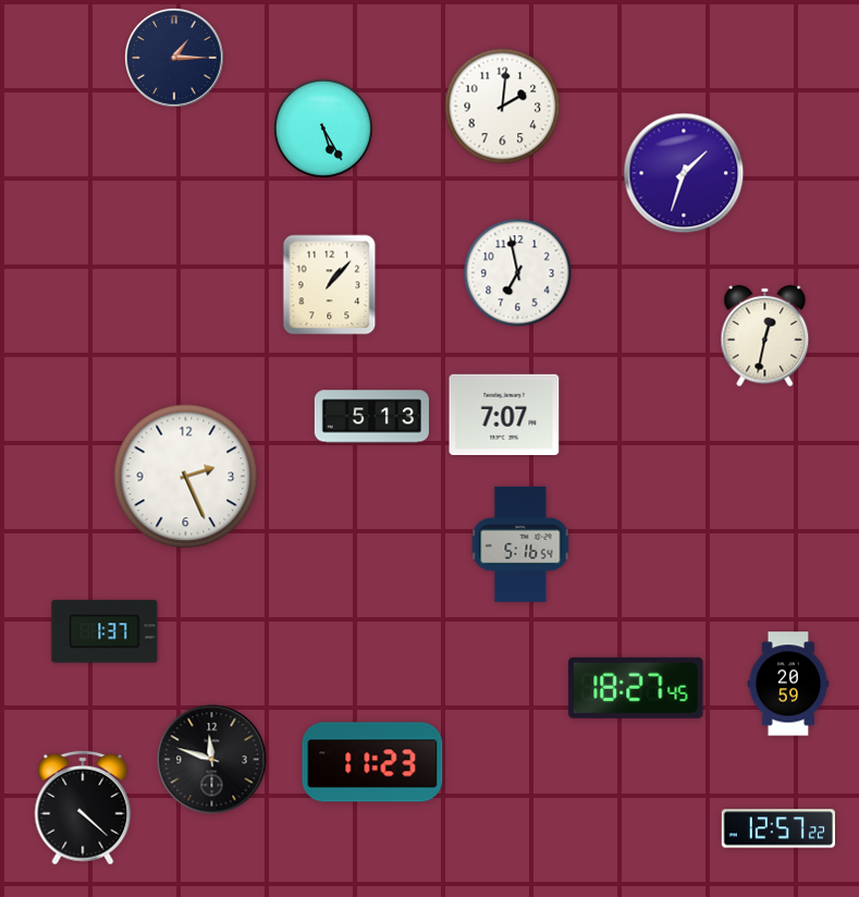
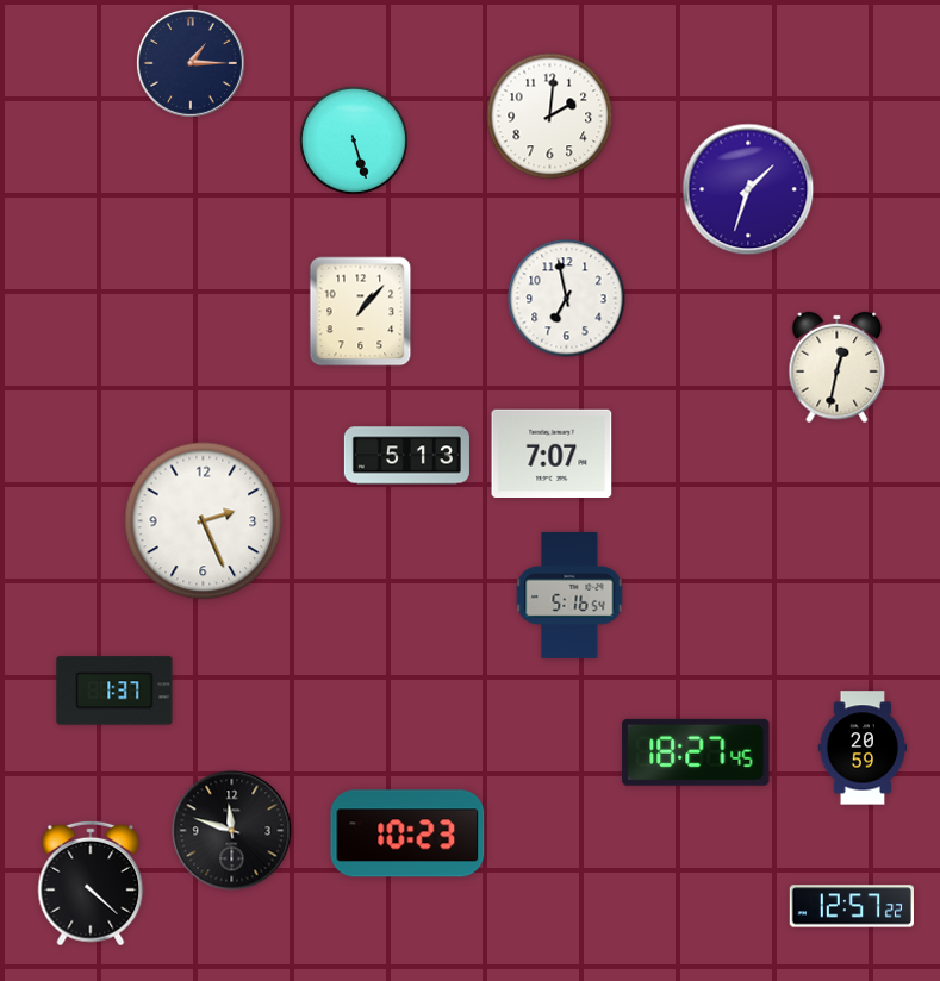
clock at (324, 130): 5:25 -> 5:27
clock at (372, 762): 11:23 -> 10:23
